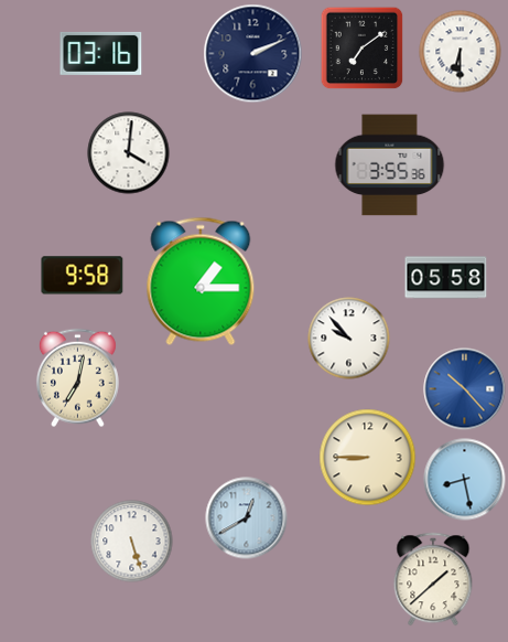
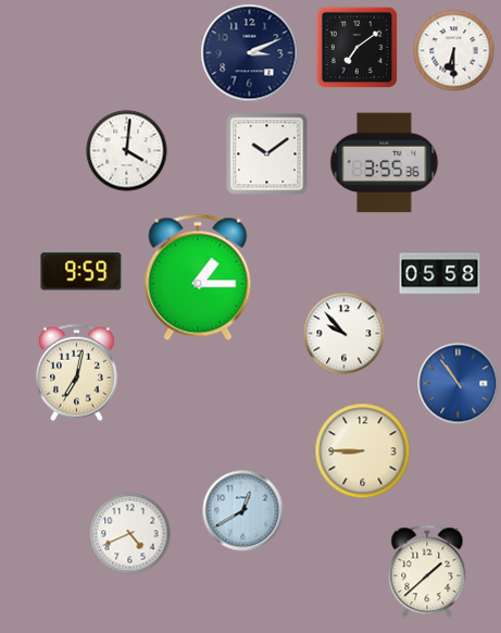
clock at (101, 53): 03:16 -> none
clock at (253, 54): 2:11 -> 3:11
clock at (267, 154): none -> 10:09
clock at (83, 276): 9:58 -> 9:59
clock at (465, 389): 10:23 -> 10:54
clock at (465, 480): 8:28 -> none
clock at (132, 542): 5:27 -> 4:41
